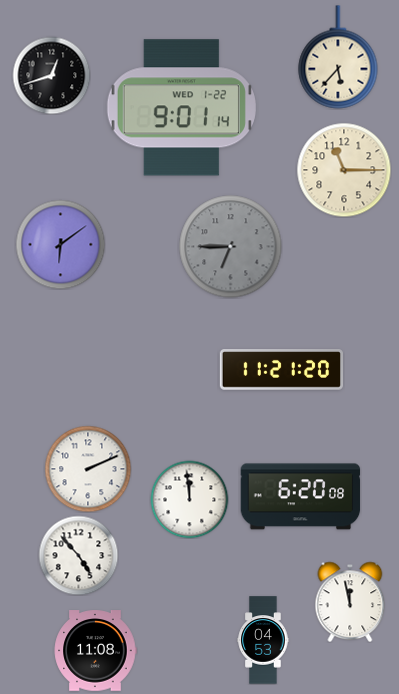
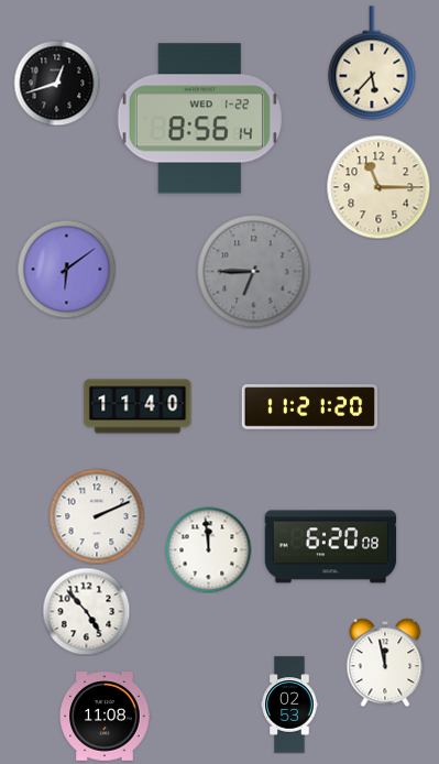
clock at (181, 108): 9:01 -> 8:56
clock at (138, 406): none -> 11:40
clock at (263, 640): 04:53 -> 02:53
